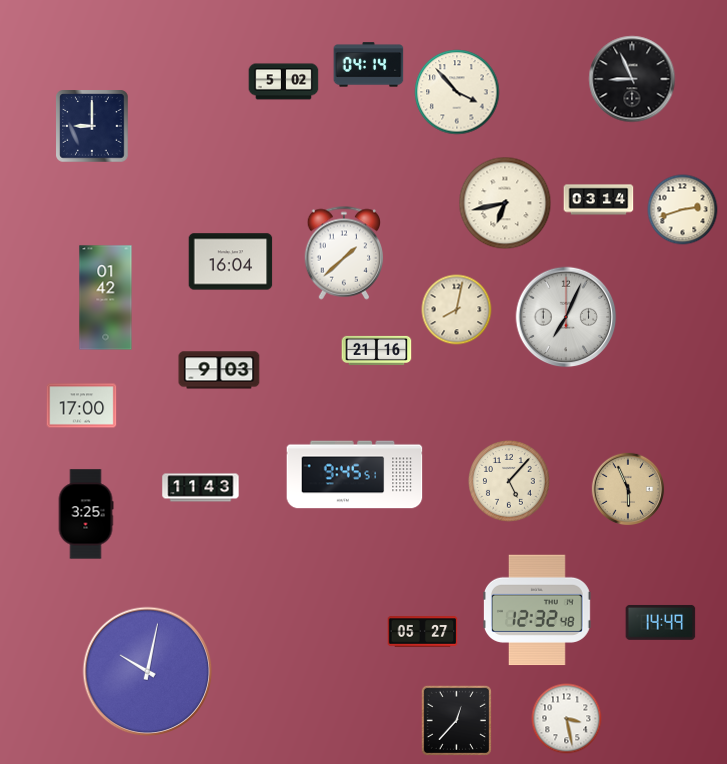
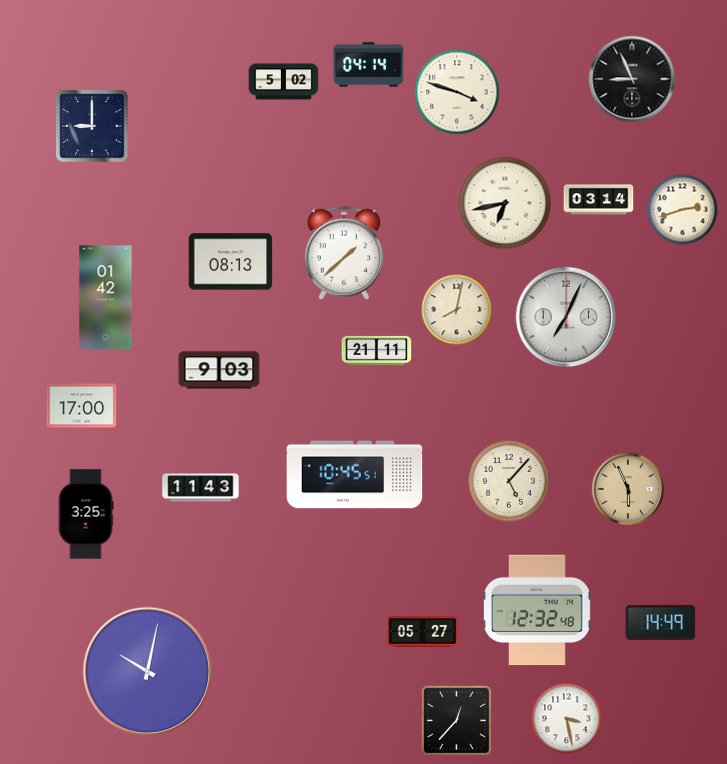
clock at (457, 92): 3:53 -> 3:48
clock at (231, 262): 16:04 -> 08:13
clock at (377, 350): 21:16 -> 21:11
clock at (355, 475): 9:45 -> 10:45
